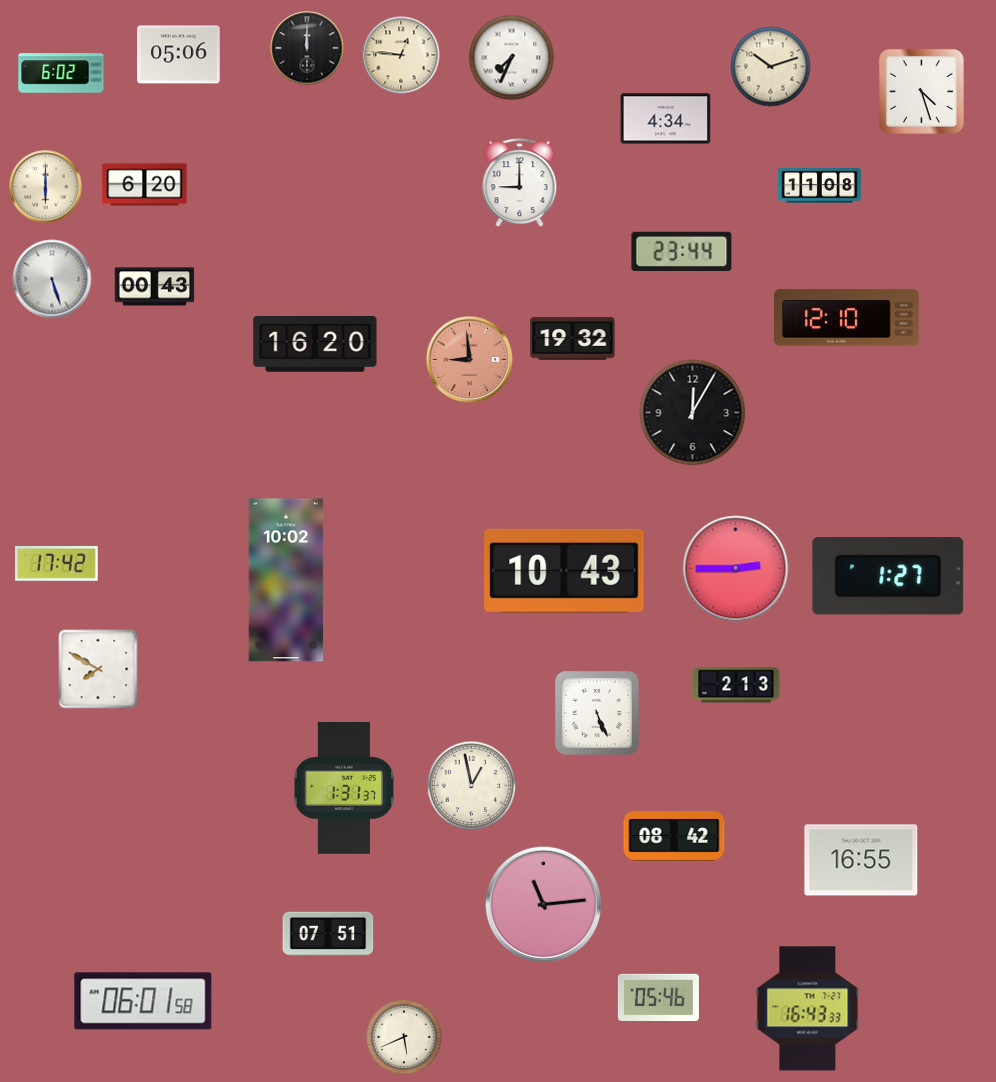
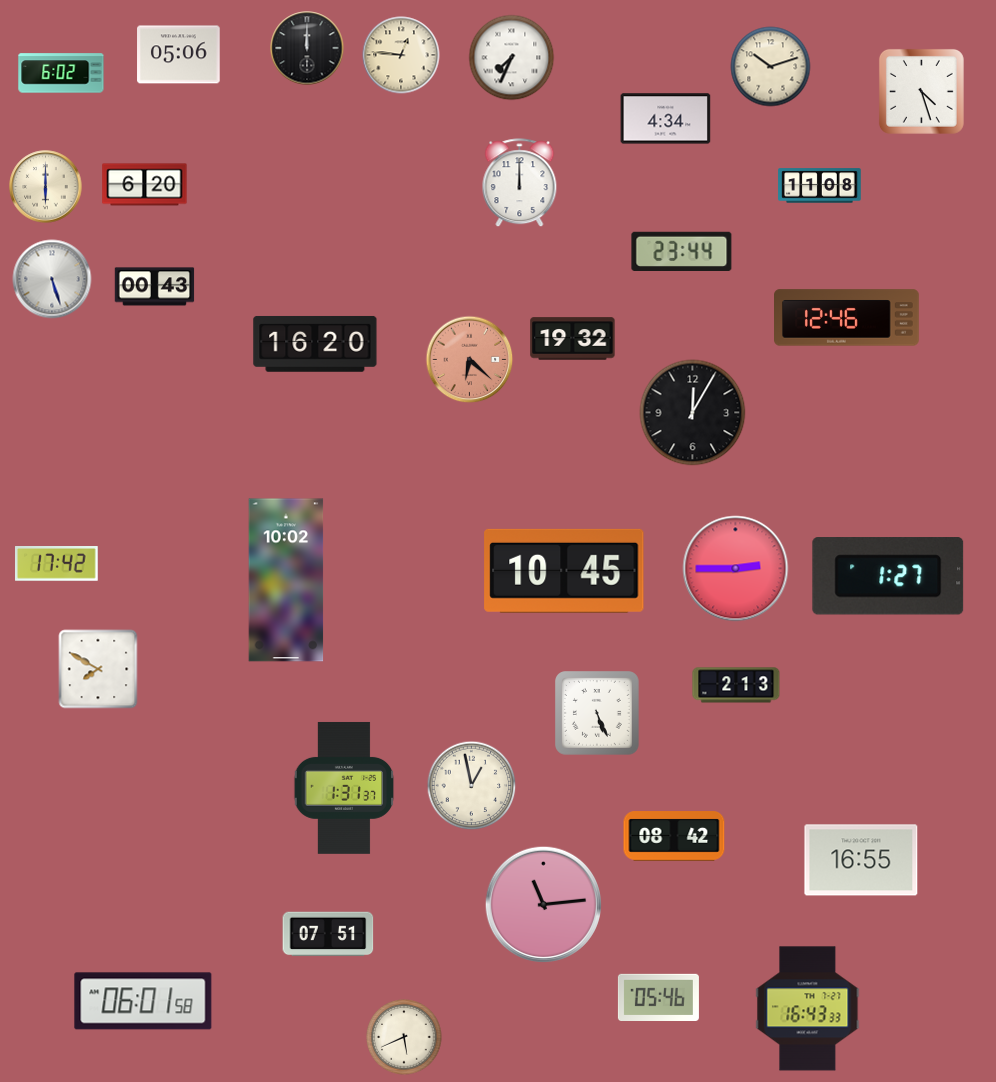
clock at (520, 183): 9:00 -> 12:00
clock at (847, 318): 12:10 -> 12:46
clock at (470, 360): 8:59 -> 6:22
clock at (564, 571): 10:43 -> 10:45
